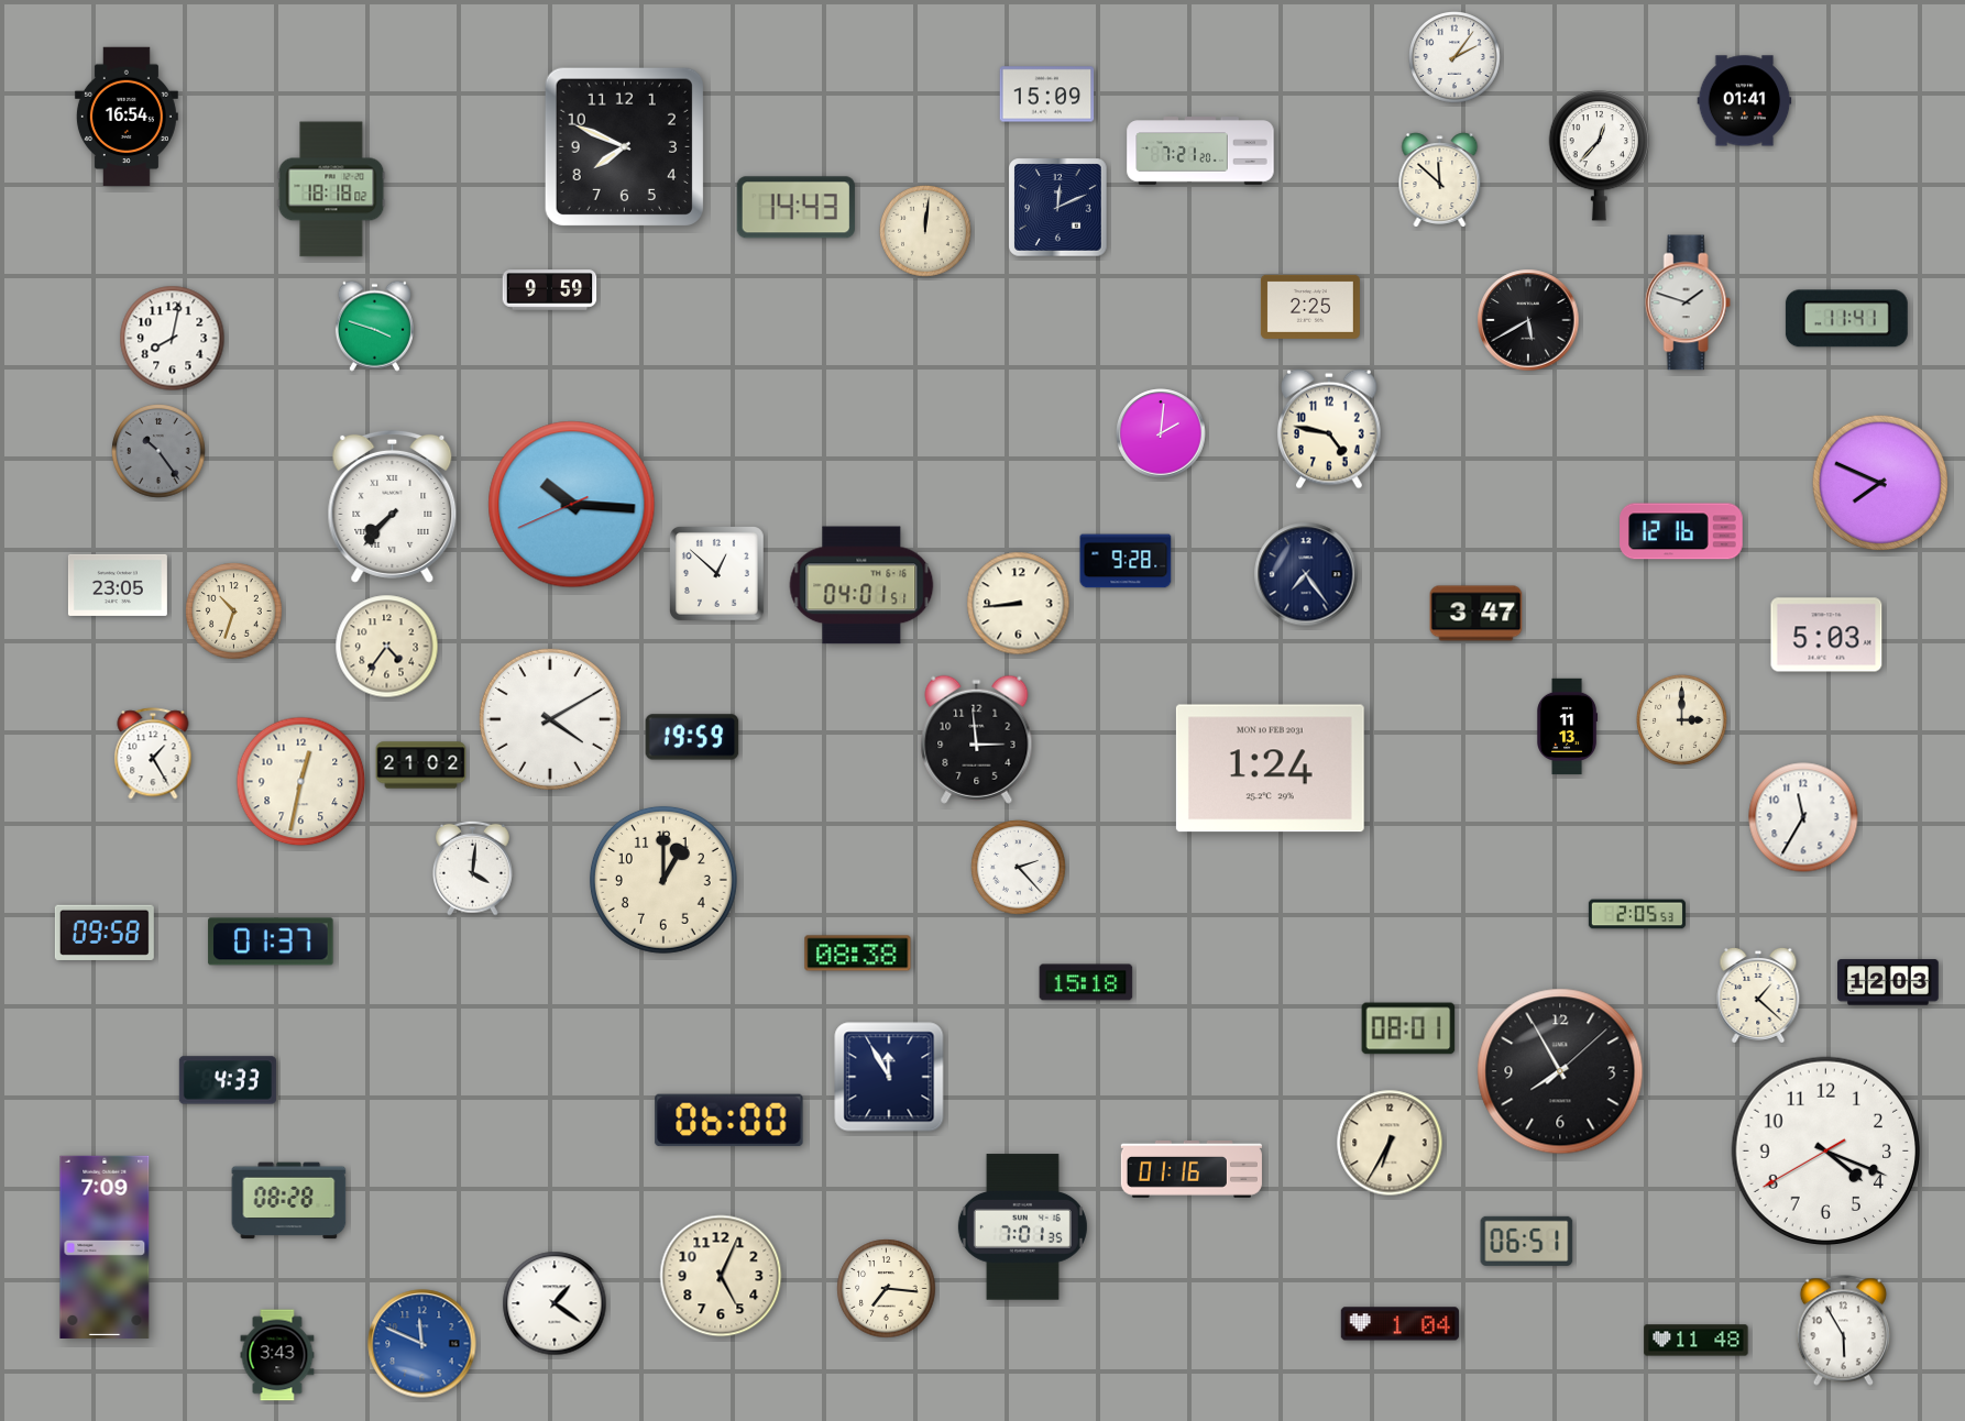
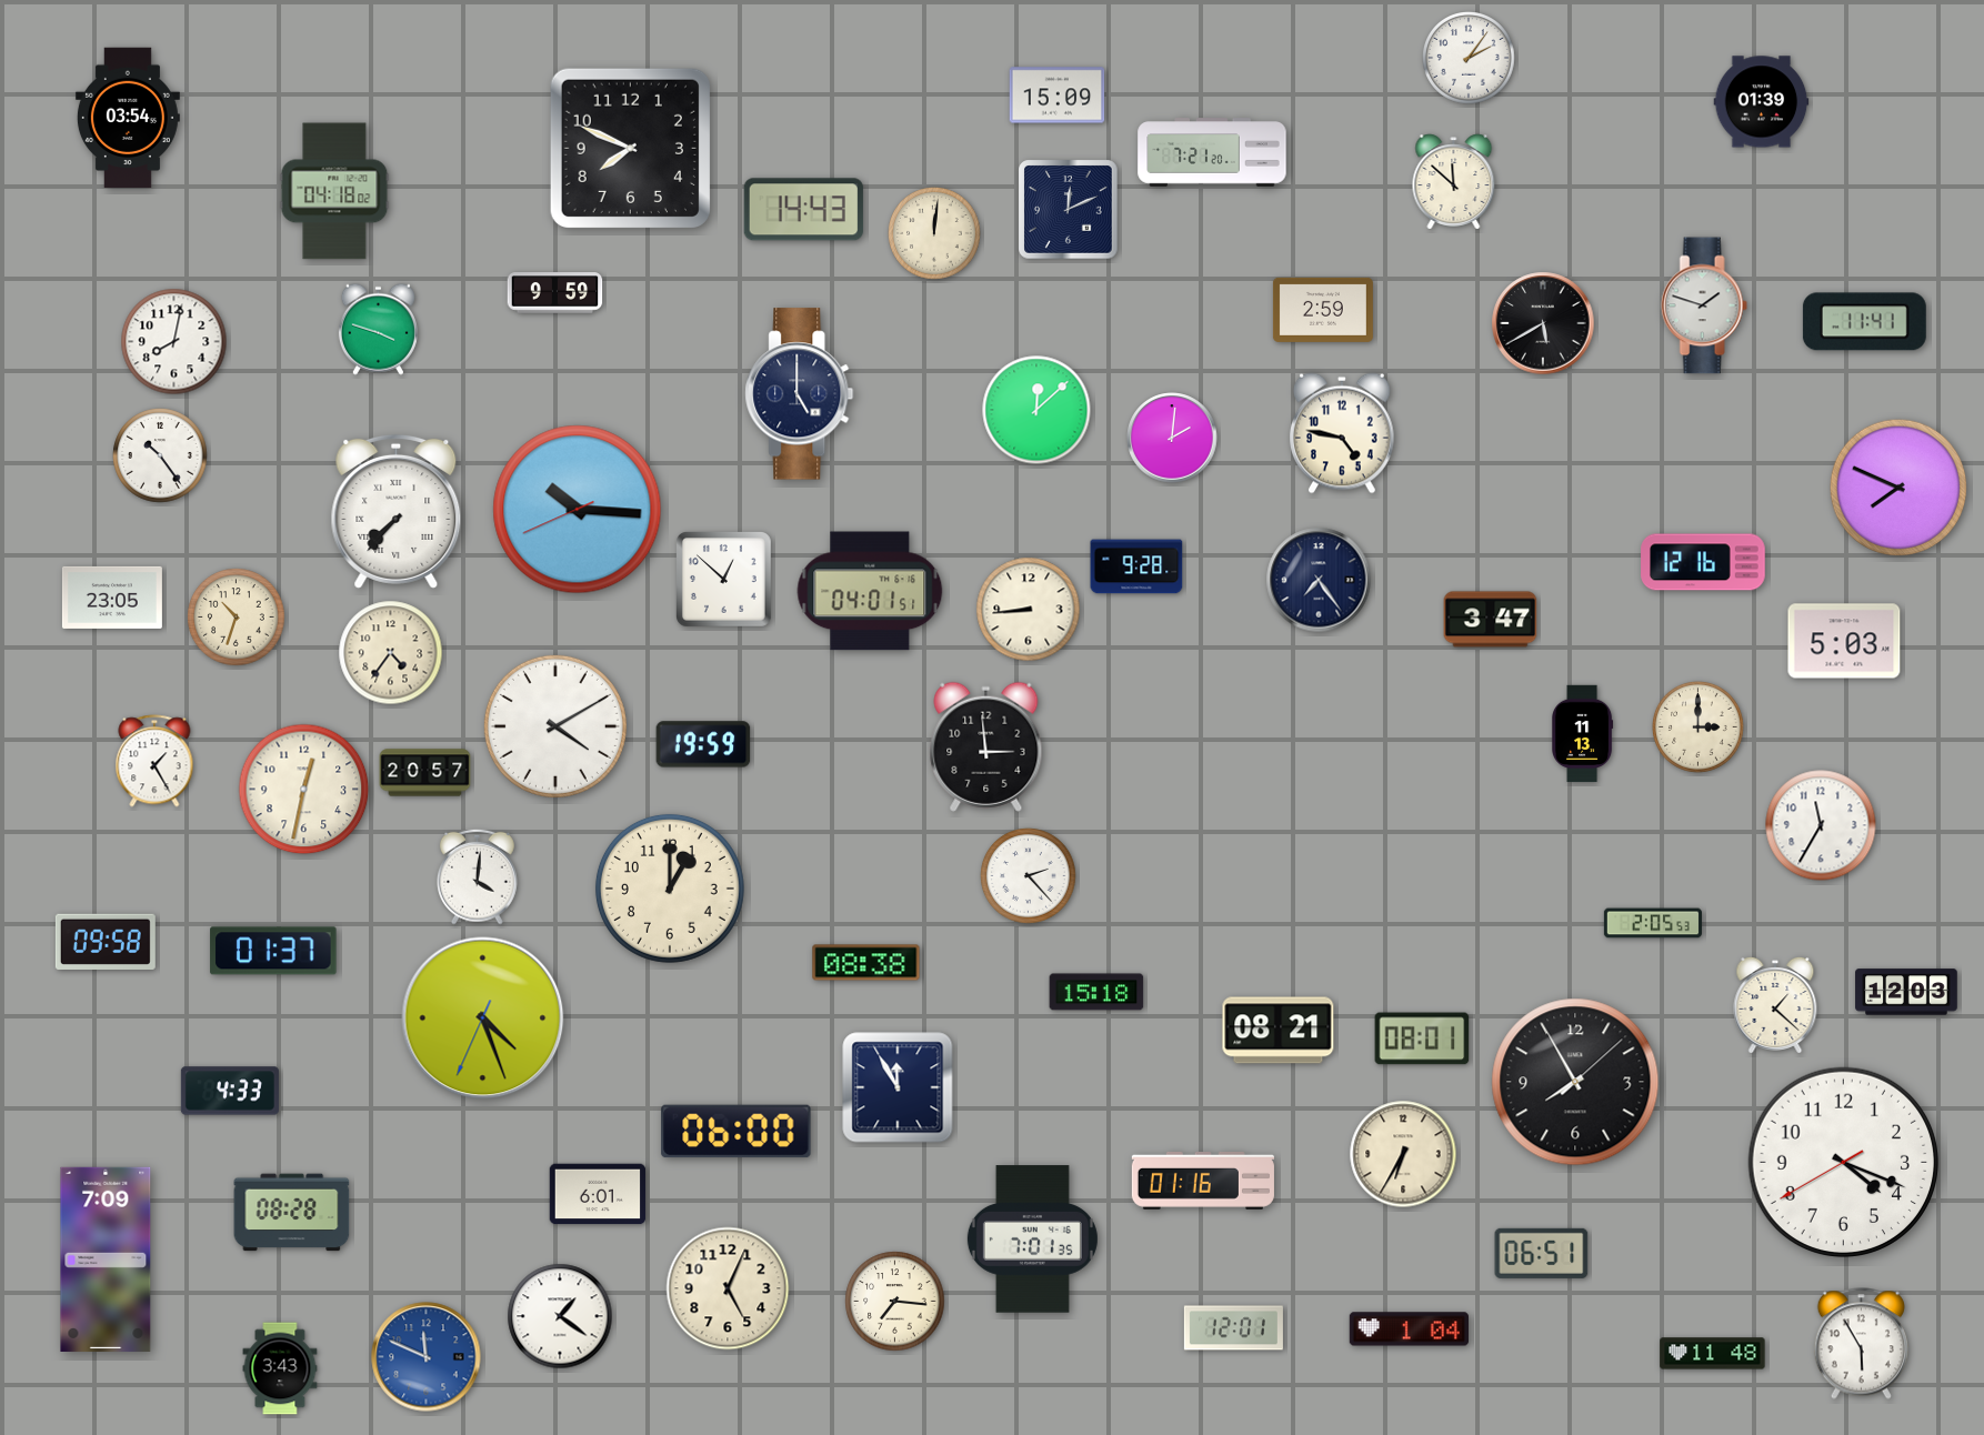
clock at (1745, 101): 01:41 -> 01:39
clock at (127, 117): 16:54 -> 03:54
clock at (1600, 156): 12:37 -> none
clock at (331, 189): 18:18 -> 04:18
clock at (1310, 307): 2:25 -> 2:59
clock at (800, 394): none -> 5:00
clock at (1036, 410): none -> 12:08
clock at (158, 451) dial: grey -> white
clock at (1681, 531) position: (1681, 531) -> (1703, 562)
clock at (118, 585) position: (118, 585) -> (112, 598)
clock at (692, 737) position: (692, 737) -> (703, 744)
clock at (421, 765): 21:02 -> 20:57
clock at (1270, 769): 1:24 -> none
clock at (483, 1018): none -> 4:26
clock at (1279, 1031): none -> 08:21
clock at (598, 1194): none -> 6:01
clock at (1233, 1328): none -> 12:01
clock at (1399, 1324) position: (1399, 1324) -> (1409, 1329)
